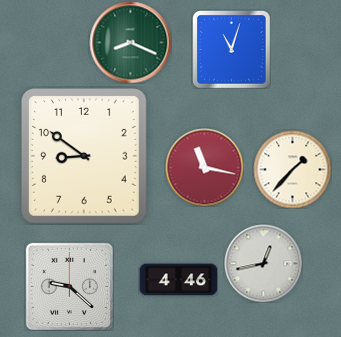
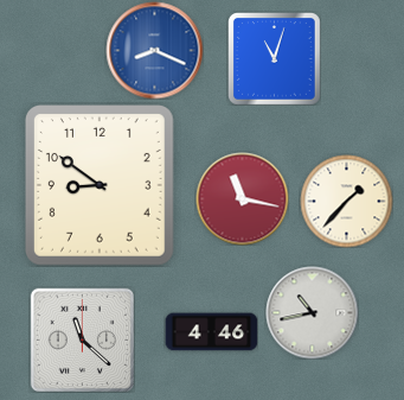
clock at (130, 42) dial: green -> blue
clock at (263, 263): 12:43 -> 10:43
clock at (69, 286): 9:22 -> 11:22
